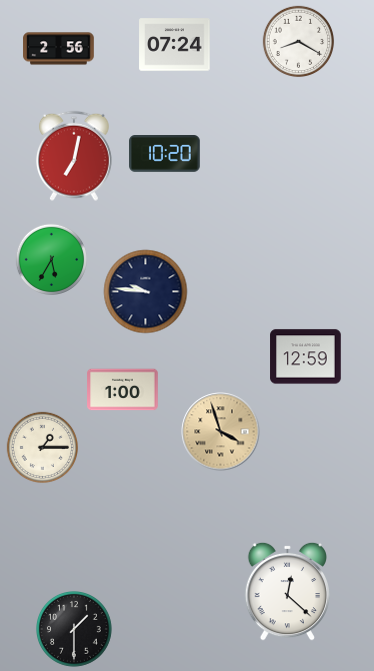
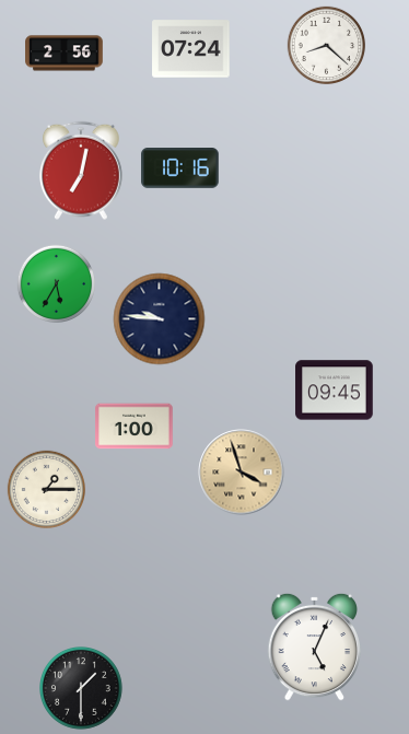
clock at (298, 41): 8:20 -> 8:22
clock at (165, 154): 10:20 -> 10:16
clock at (306, 357): 12:59 -> 09:45
clock at (287, 591): 12:22 -> 5:04
